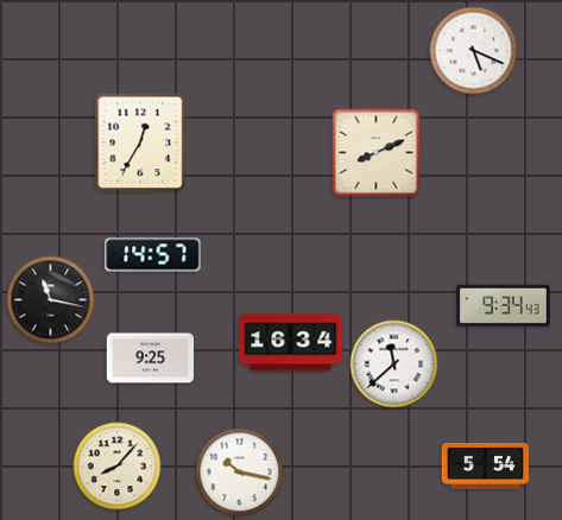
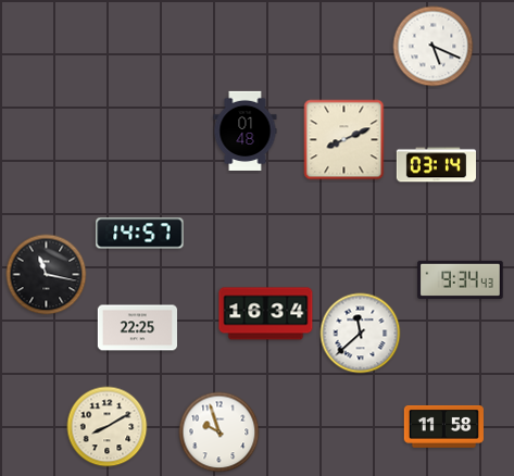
clock at (140, 142): 12:35 -> none
clock at (246, 131): none -> 01:48
clock at (436, 165): none -> 03:14
clock at (150, 359): 9:25 -> 22:25
clock at (485, 465): 5:54 -> 11:58
clock at (118, 467): 8:07 -> 8:10
clock at (240, 473): 10:17 -> 9:57
